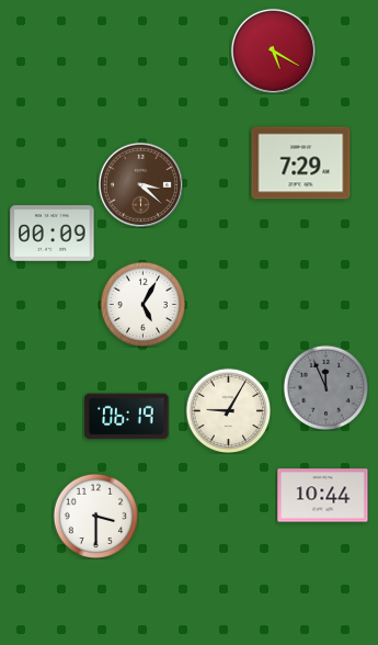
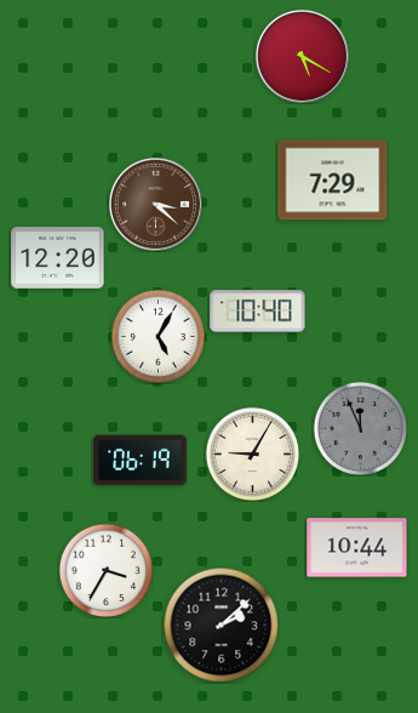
clock at (53, 234): 00:09 -> 12:20
clock at (258, 312): none -> 10:40
clock at (95, 516): 3:30 -> 3:35
clock at (221, 624): none -> 2:08
